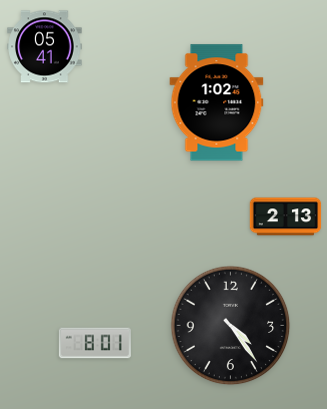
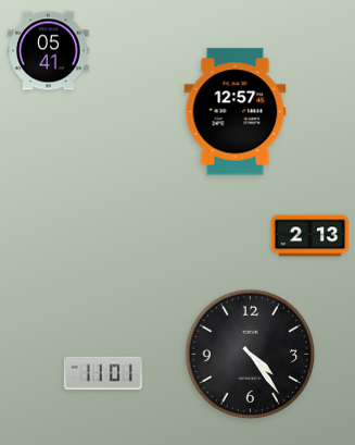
clock at (217, 103): 1:02 -> 12:57
clock at (95, 343): 8:01 -> 11:01
